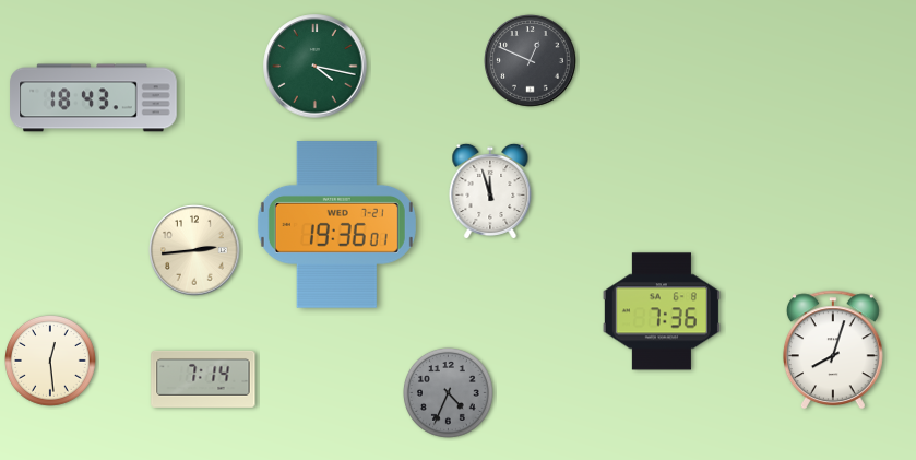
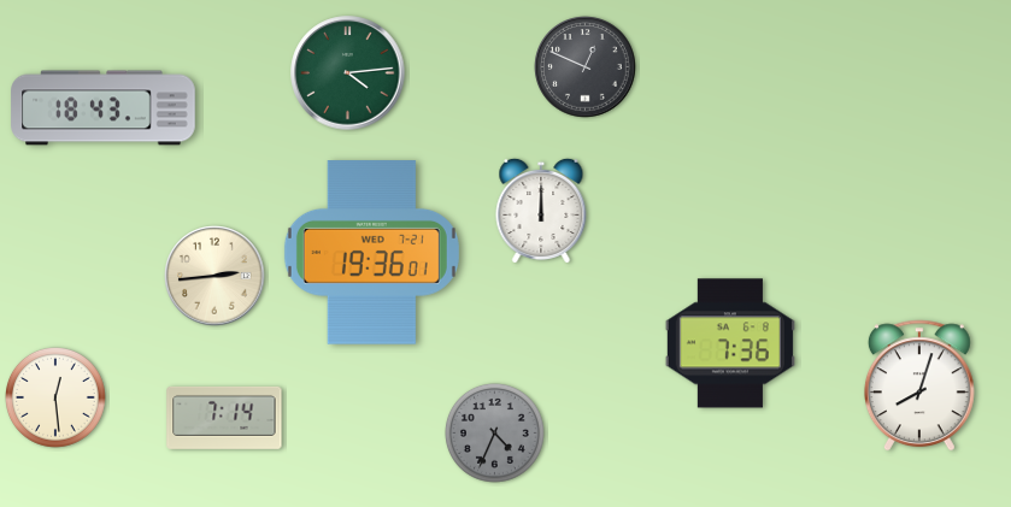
clock at (316, 67): 4:17 -> 4:14
clock at (490, 190): 11:57 -> 12:00
clock at (336, 225) position: (336, 225) -> (371, 253)
